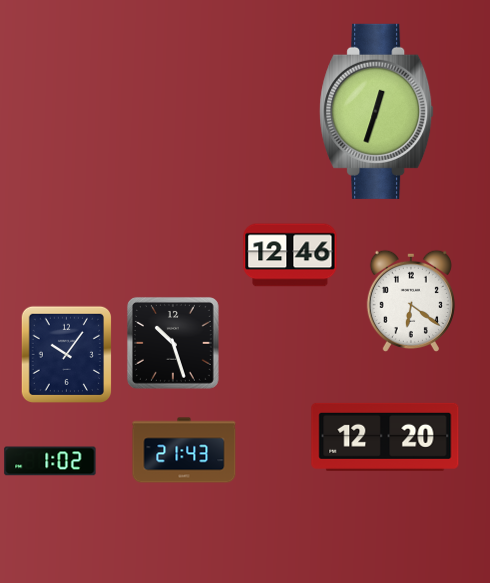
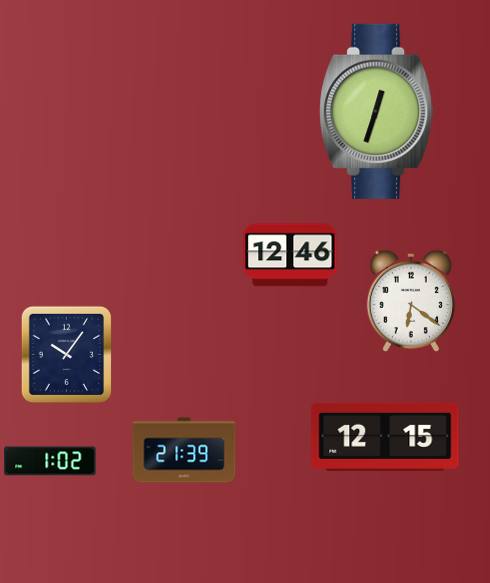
clock at (173, 343): 10:27 -> none
clock at (385, 437): 12:20 -> 12:15
clock at (184, 450): 21:43 -> 21:39
